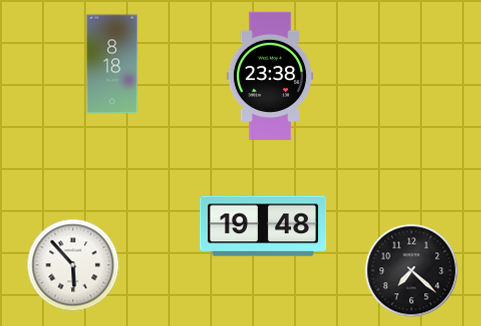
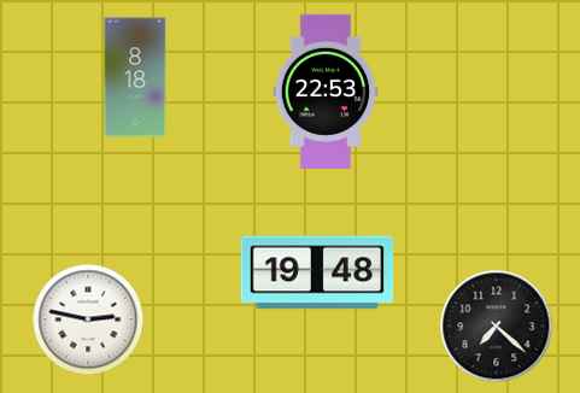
clock at (270, 75): 23:38 -> 22:53
clock at (73, 265): 5:53 -> 2:47
